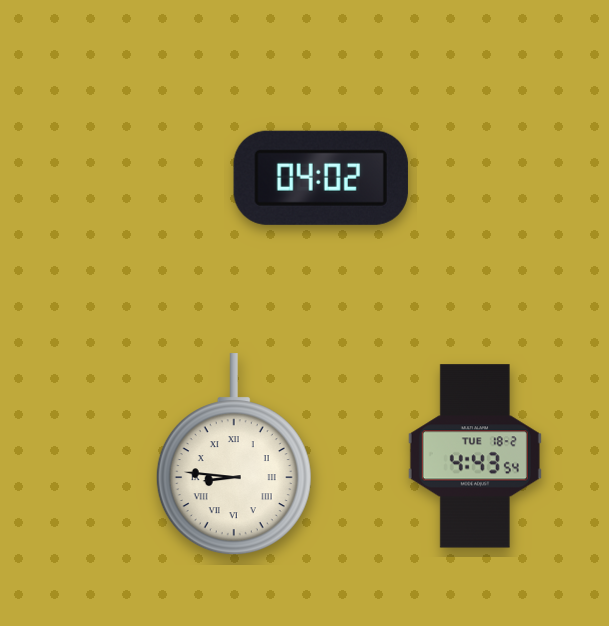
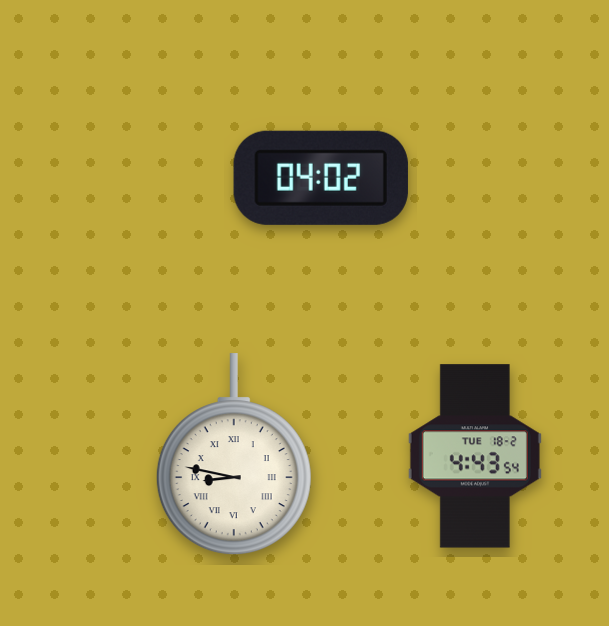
clock at (234, 455): 8:46 -> 8:47
